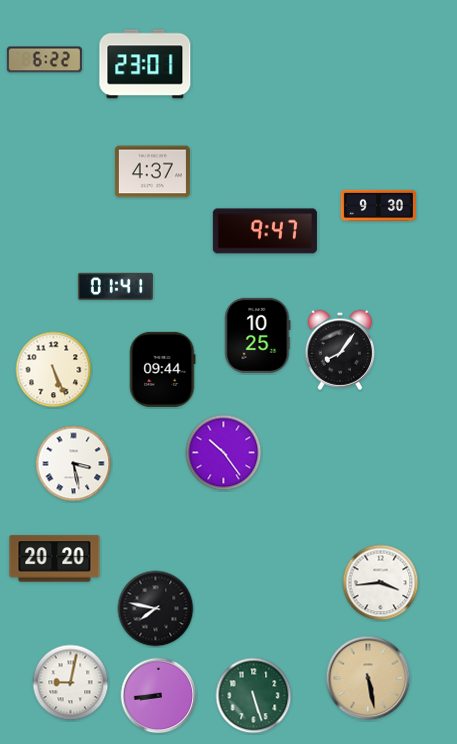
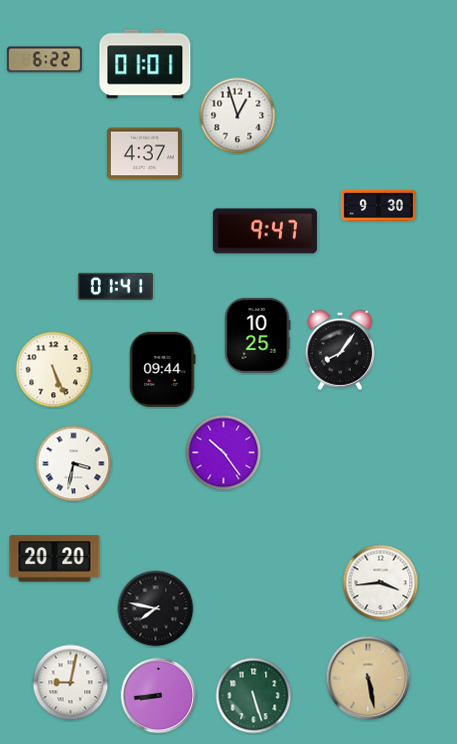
clock at (145, 64): 23:01 -> 01:01
clock at (238, 116): none -> 12:57
clock at (152, 172) position: (152, 172) -> (144, 154)
clock at (74, 464): 3:28 -> 3:32
